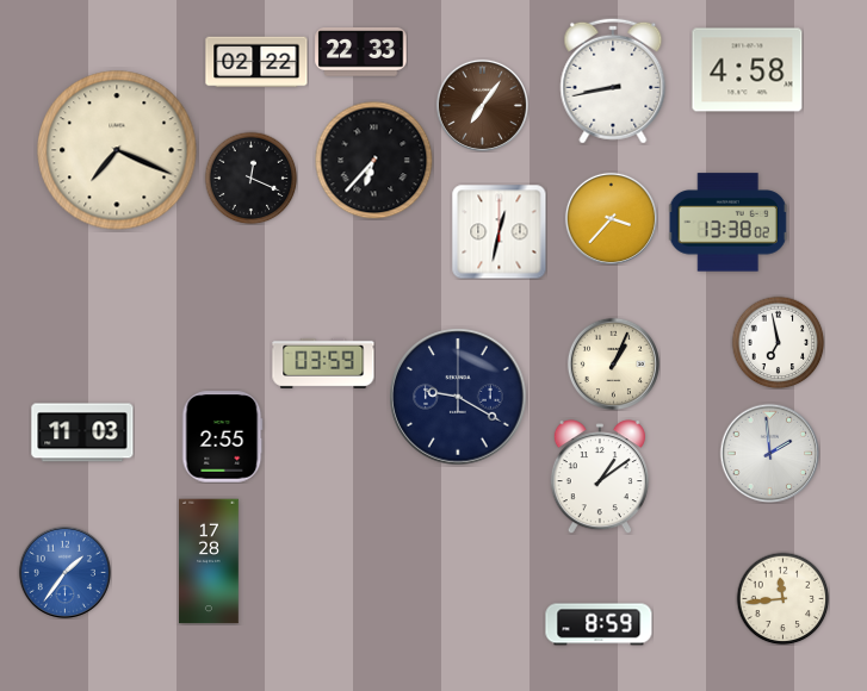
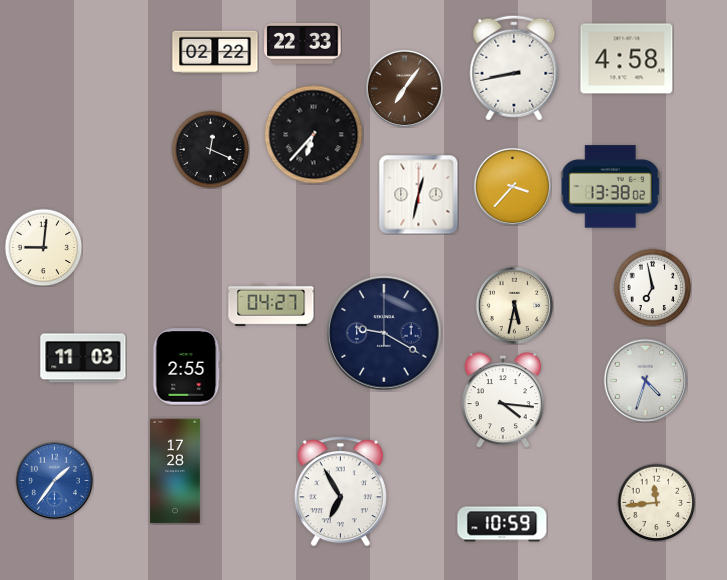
clock at (117, 150): 7:19 -> none
clock at (611, 218) position: (611, 218) -> (512, 186)
clock at (43, 247): none -> 9:01
clock at (323, 363): 03:59 -> 04:27
clock at (613, 363): 1:04 -> 5:32
clock at (82, 432) position: (82, 432) -> (83, 358)
clock at (769, 453): 1:59 -> 4:33
clock at (600, 477): 1:09 -> 4:16
clock at (340, 492): none -> 6:55
clock at (599, 624): 8:59 -> 10:59
